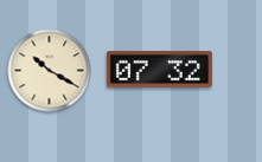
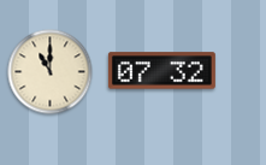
clock at (50, 71): 10:20 -> 11:00
